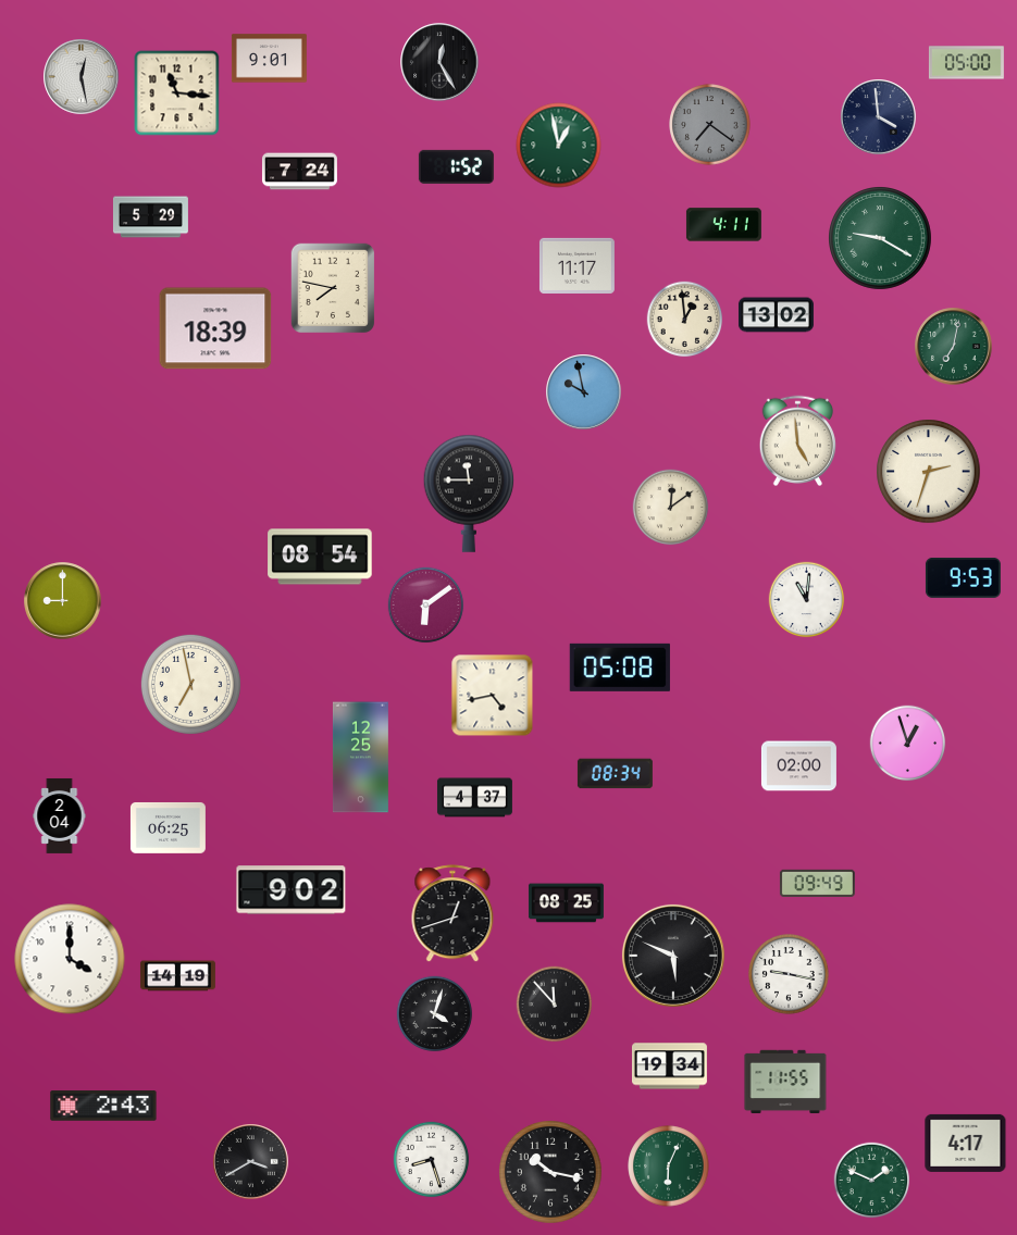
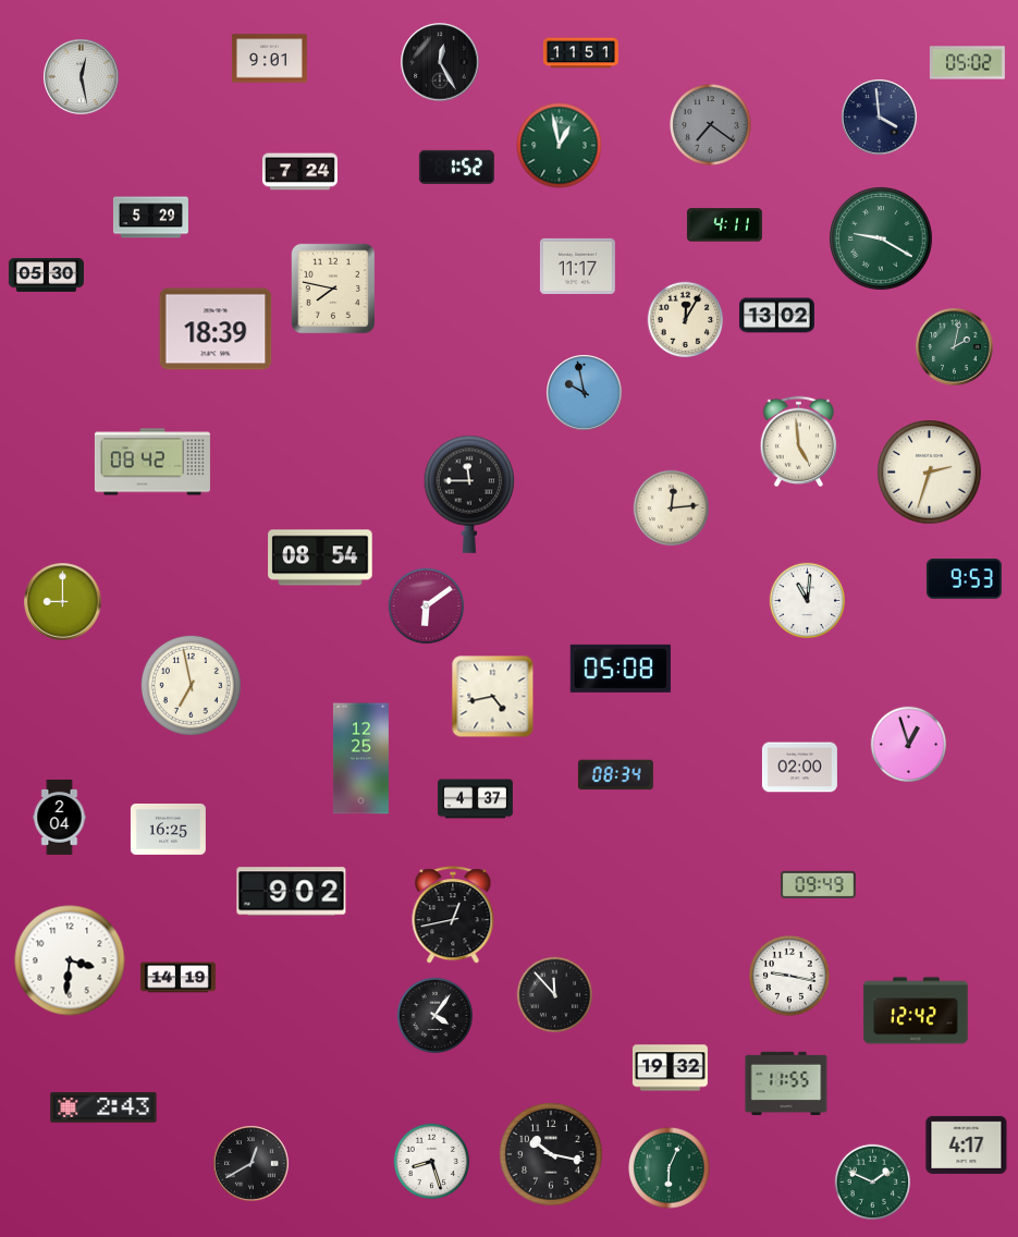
clock at (580, 53): none -> 11:51
clock at (966, 63): 05:00 -> 05:02
clock at (177, 93): 11:16 -> none
clock at (46, 274): none -> 05:30
clock at (685, 320): 12:59 -> 12:05
clock at (954, 347): 7:02 -> 2:02
clock at (152, 462): none -> 08:42
clock at (671, 508): 12:09 -> 12:14
clock at (168, 828): 06:25 -> 16:25
clock at (566, 903): 08:25 -> none
clock at (452, 914): 12:42 -> 12:43
clock at (673, 956): 5:49 -> none
clock at (70, 959): 4:00 -> 3:31
clock at (555, 1005) position: (555, 1005) -> (555, 995)
clock at (916, 1011): none -> 12:42
clock at (435, 1014): 4:03 -> 4:06
clock at (669, 1066): 19:34 -> 19:32
clock at (251, 1162): 3:40 -> 12:40
clock at (551, 1173) position: (551, 1173) -> (552, 1155)
